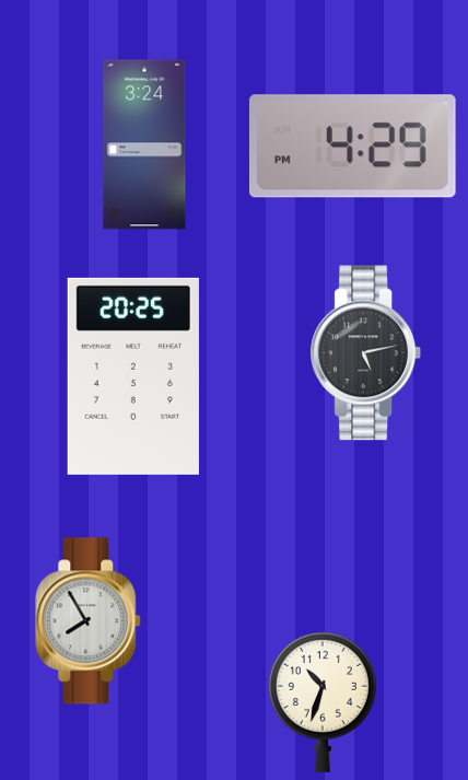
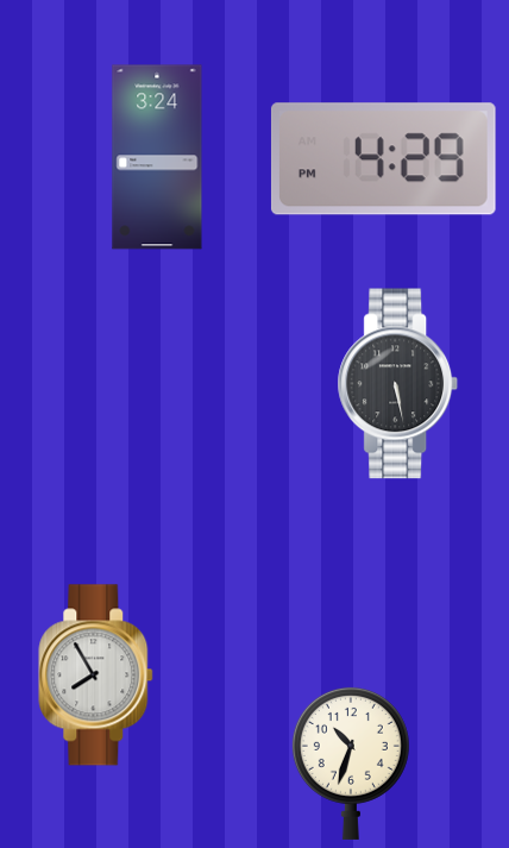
clock at (366, 353): 5:13 -> 5:28
clock at (133, 376): 20:25 -> none
